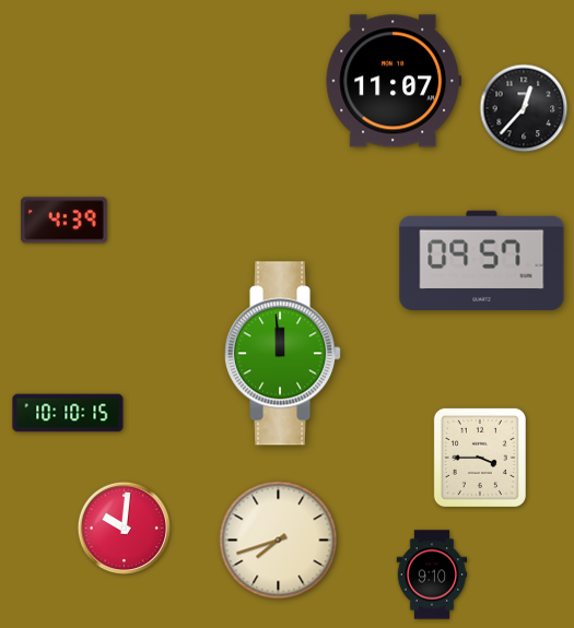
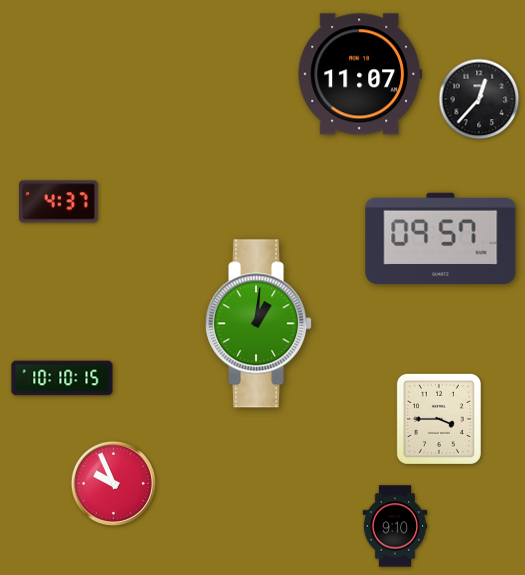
clock at (65, 221): 4:39 -> 4:37
clock at (284, 354): 11:59 -> 1:01
clock at (124, 528): 10:01 -> 9:56
clock at (279, 541): 7:42 -> none
